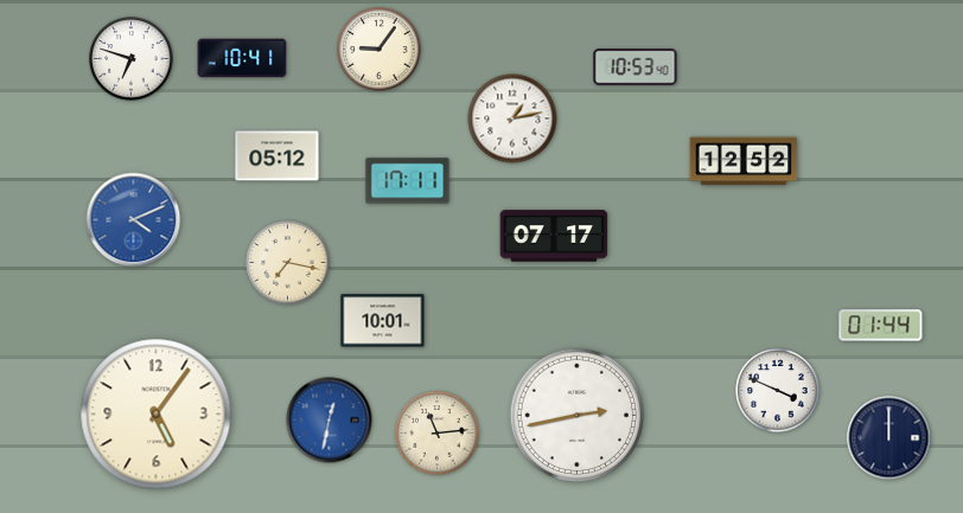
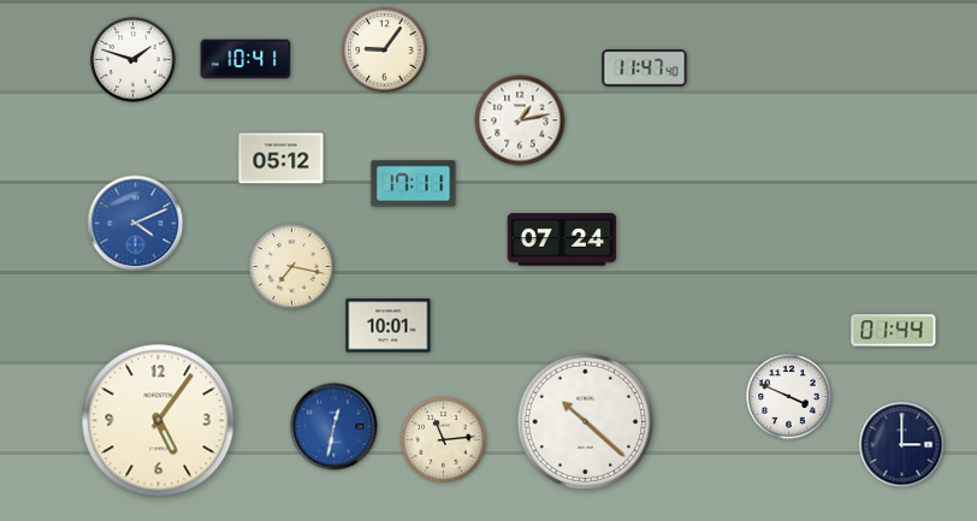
clock at (132, 59): 6:48 -> 1:48
clock at (636, 68): 10:53 -> 11:47
clock at (744, 161): 12:52 -> none
clock at (554, 236): 07:17 -> 07:24
clock at (578, 416): 2:43 -> 10:22
clock at (889, 438): 12:00 -> 3:00
